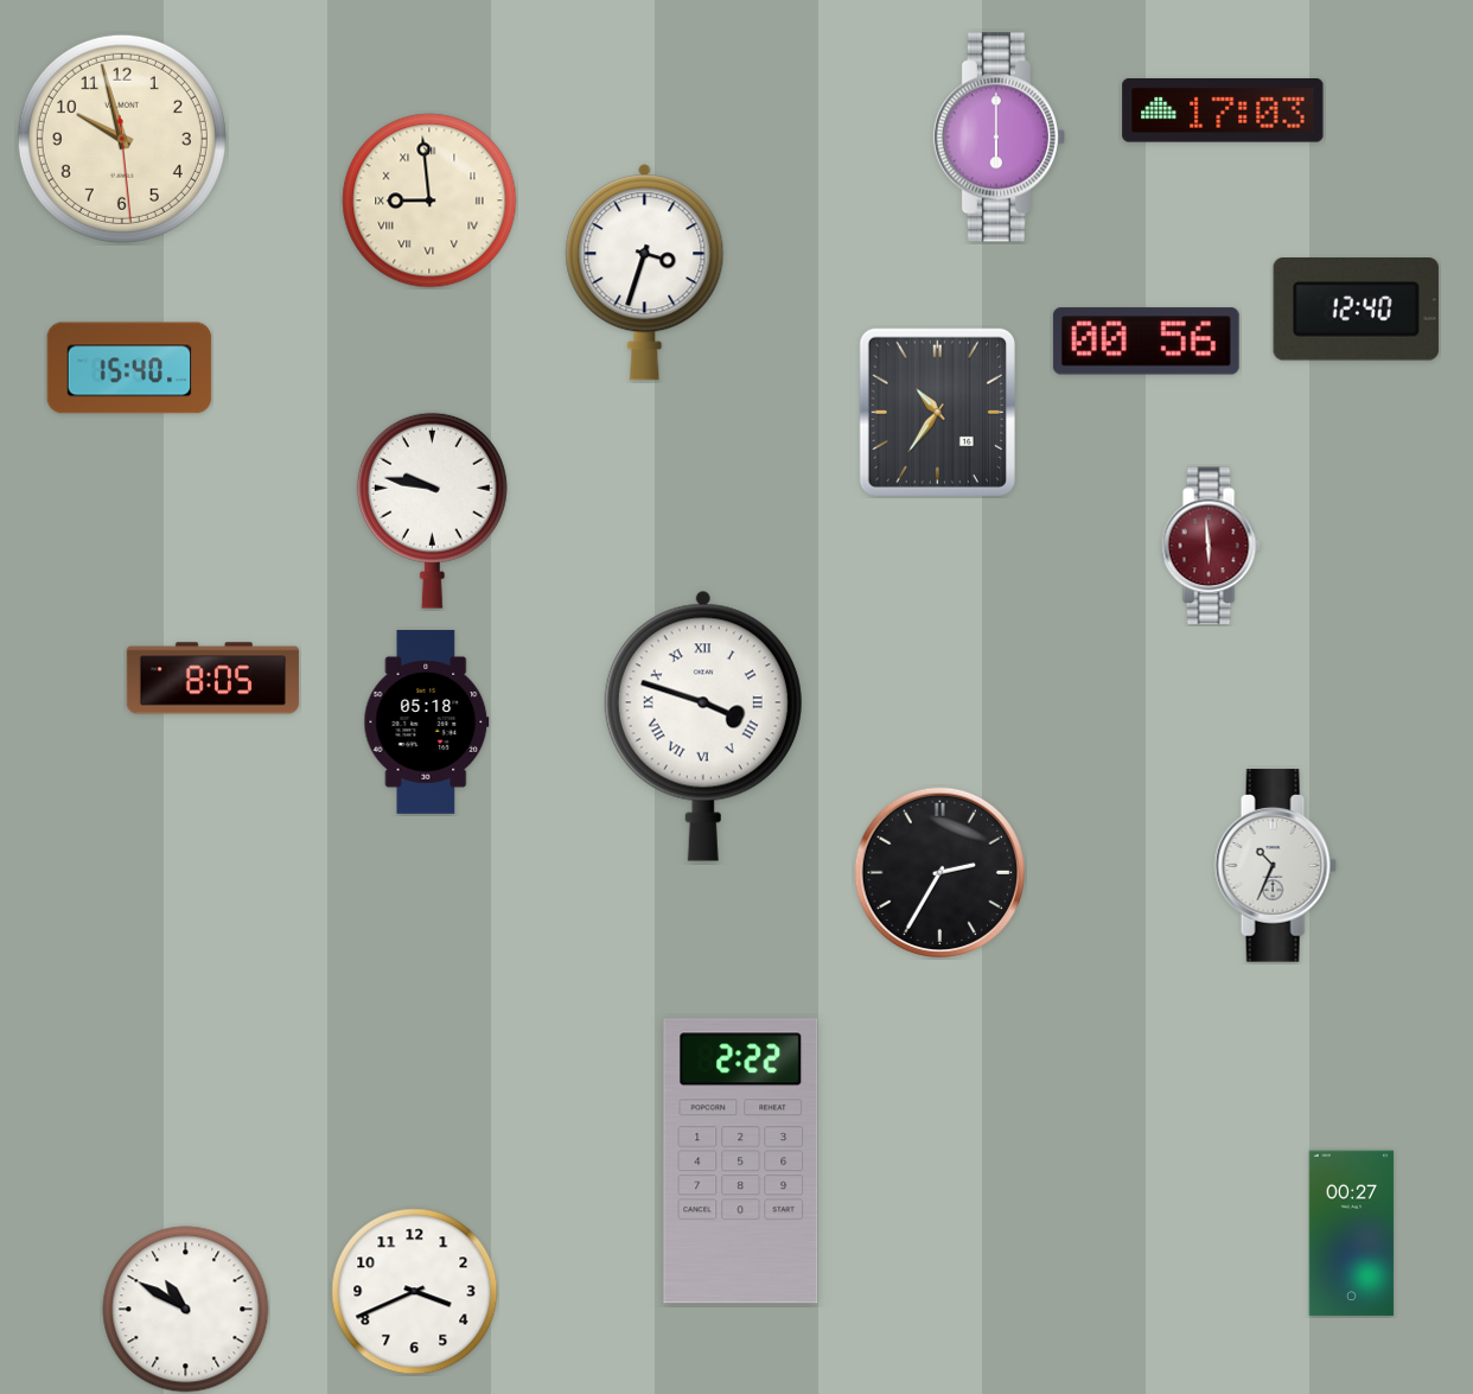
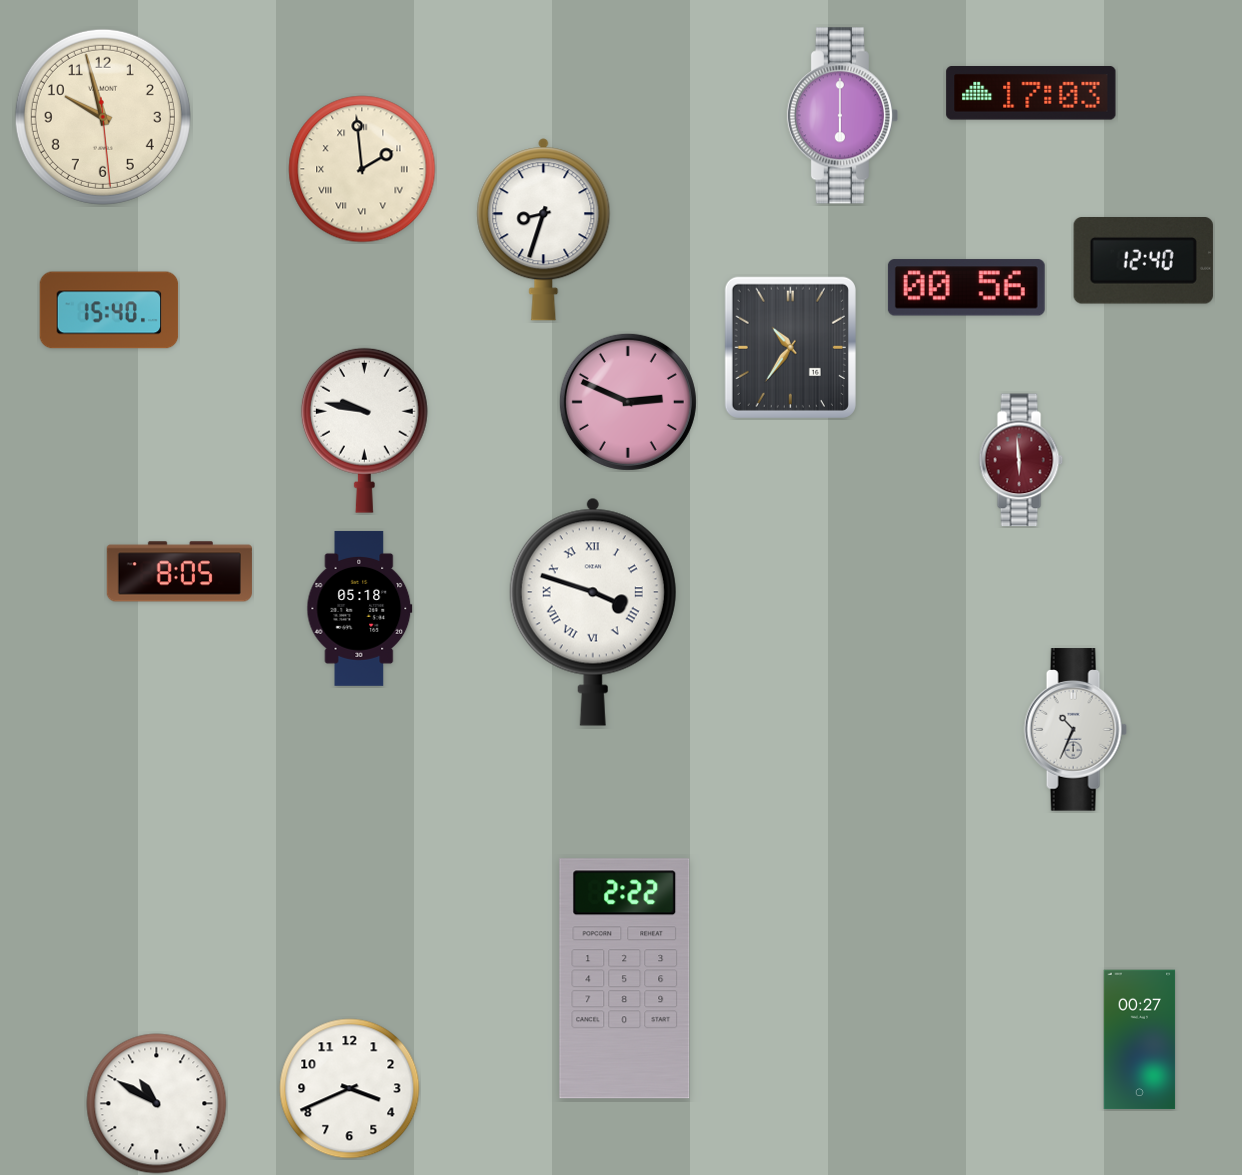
clock at (429, 200): 8:59 -> 1:59
clock at (645, 273): 3:33 -> 8:33
clock at (628, 402): none -> 2:49
clock at (940, 873): 2:35 -> none
